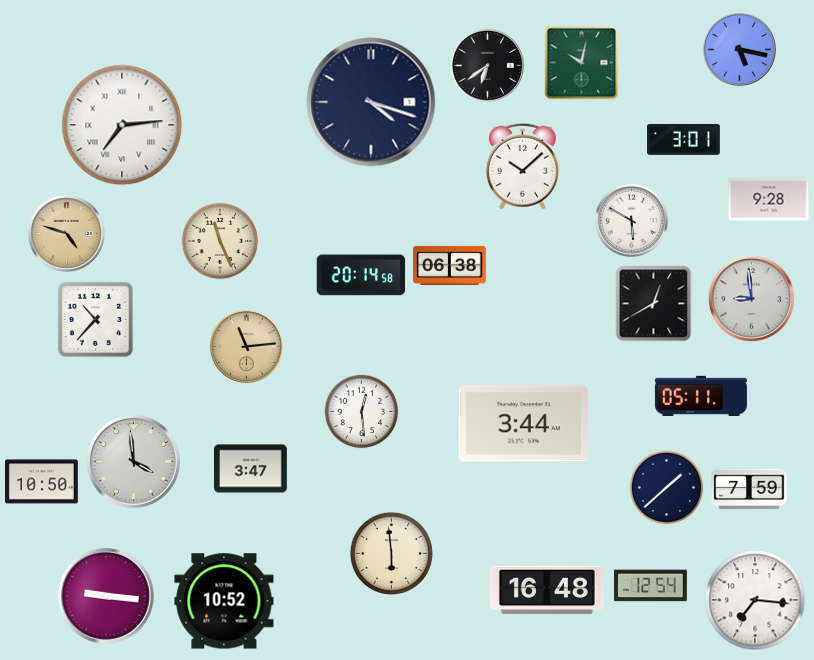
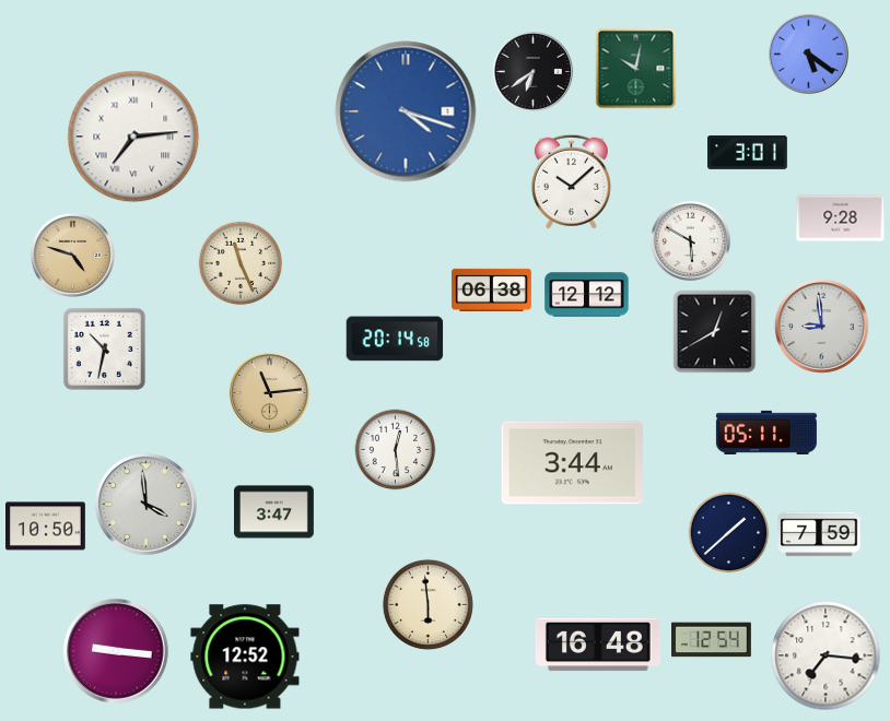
clock at (739, 49): 5:17 -> 5:21
clock at (371, 102) dial: navy -> blue
clock at (587, 295): none -> 12:12
clock at (361, 275) position: (361, 275) -> (395, 339)
clock at (95, 319): 10:37 -> 10:32
clock at (246, 346) position: (246, 346) -> (269, 392)
clock at (224, 601): 10:52 -> 12:52
